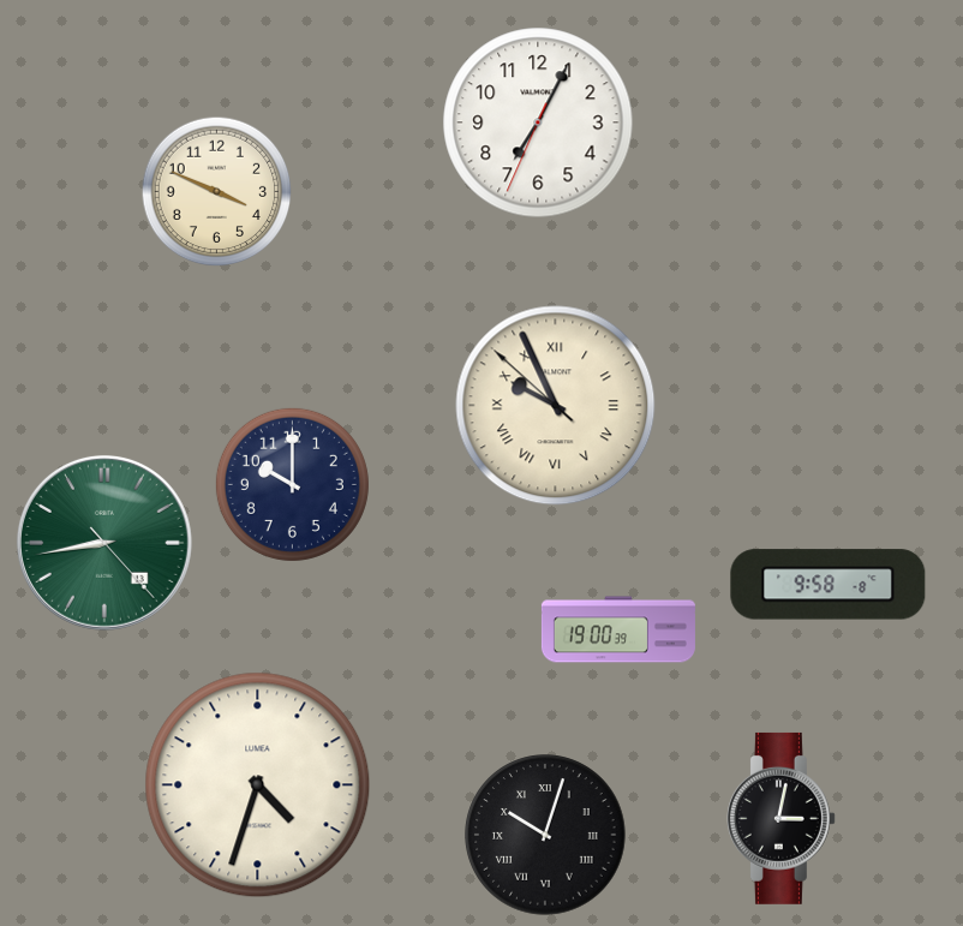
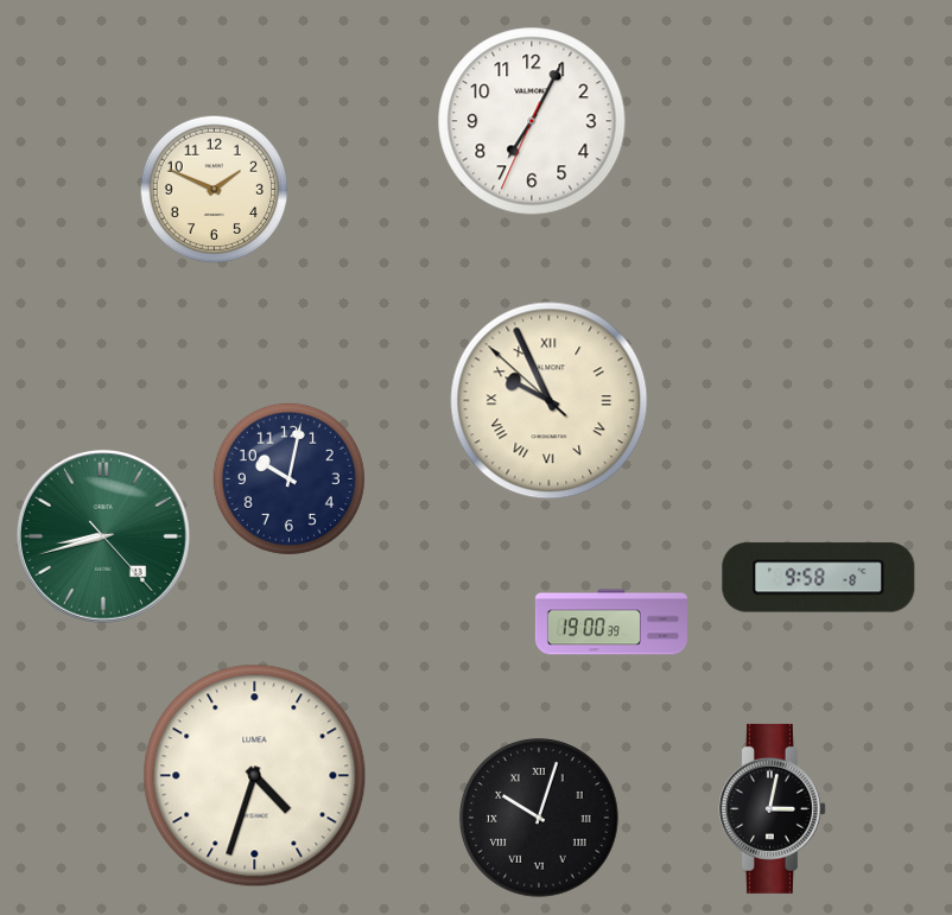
clock at (217, 192): 3:49 -> 1:49
clock at (292, 484): 10:00 -> 10:02
clock at (104, 543): 8:43 -> 8:42
clock at (545, 835) position: (545, 835) -> (539, 818)
